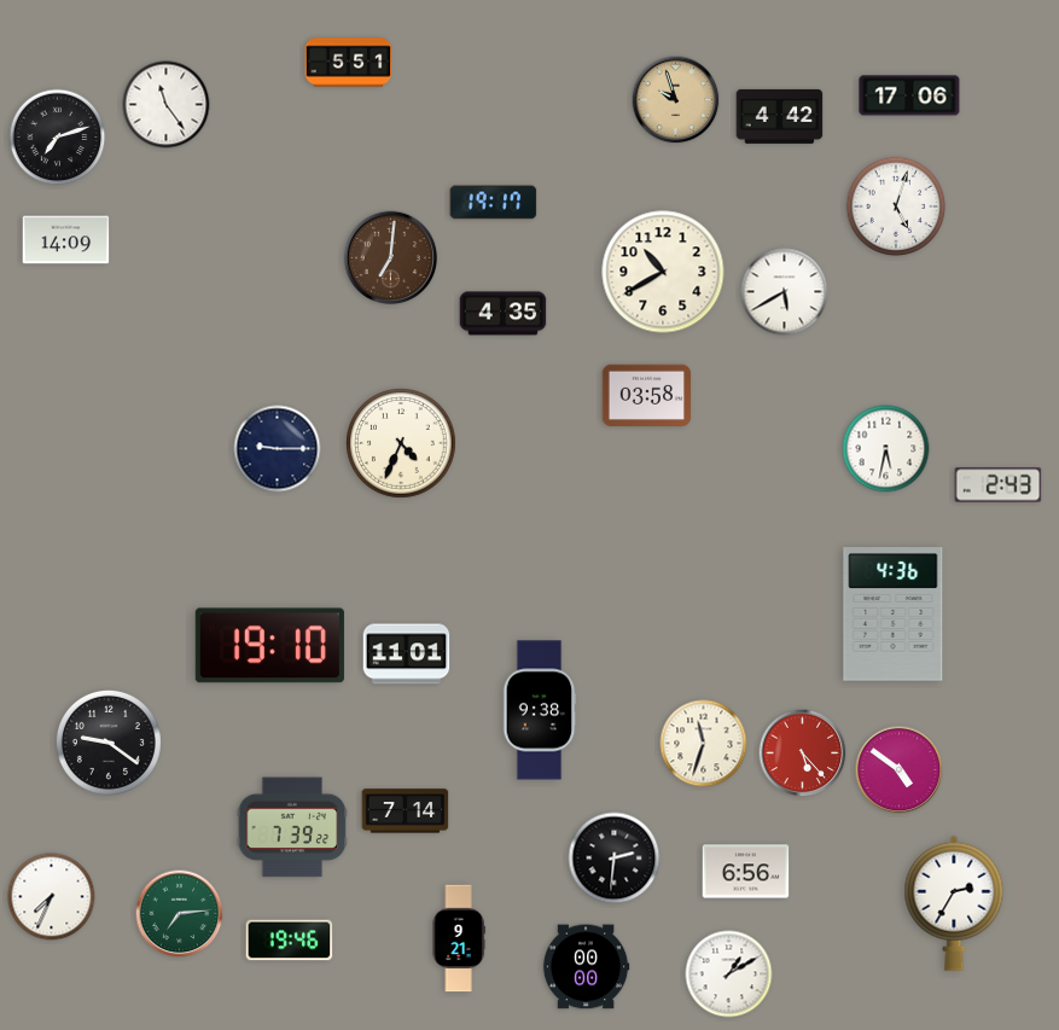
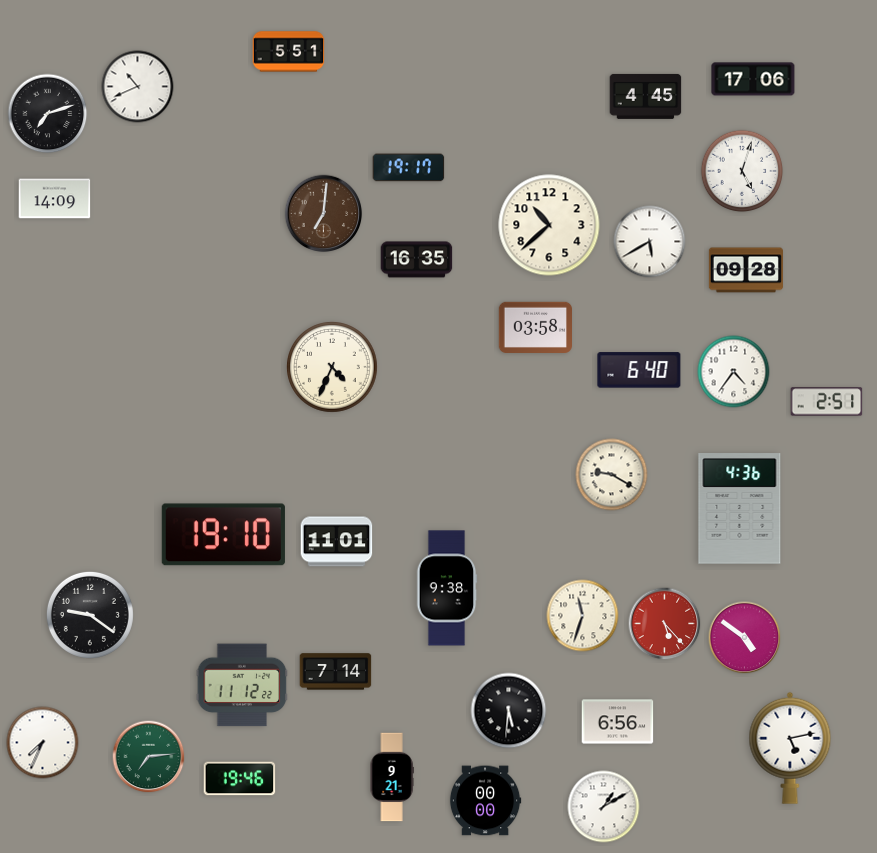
clock at (676, 100): 9:57 -> none
clock at (167, 105): 11:24 -> 10:41
clock at (780, 116): 4:42 -> 4:45
clock at (663, 272): 10:40 -> 10:38
clock at (504, 314): 4:35 -> 16:35
clock at (746, 270): none -> 09:28
clock at (639, 370): none -> 6:40
clock at (278, 449): 9:15 -> none
clock at (886, 449): 5:32 -> 4:36
clock at (999, 485): 2:43 -> 2:51
clock at (612, 475): none -> 9:20
clock at (292, 827): 7:39 -> 11:12
clock at (615, 859): 2:31 -> 5:31
clock at (954, 903): 2:35 -> 5:13
clock at (459, 938) position: (459, 938) -> (392, 777)
